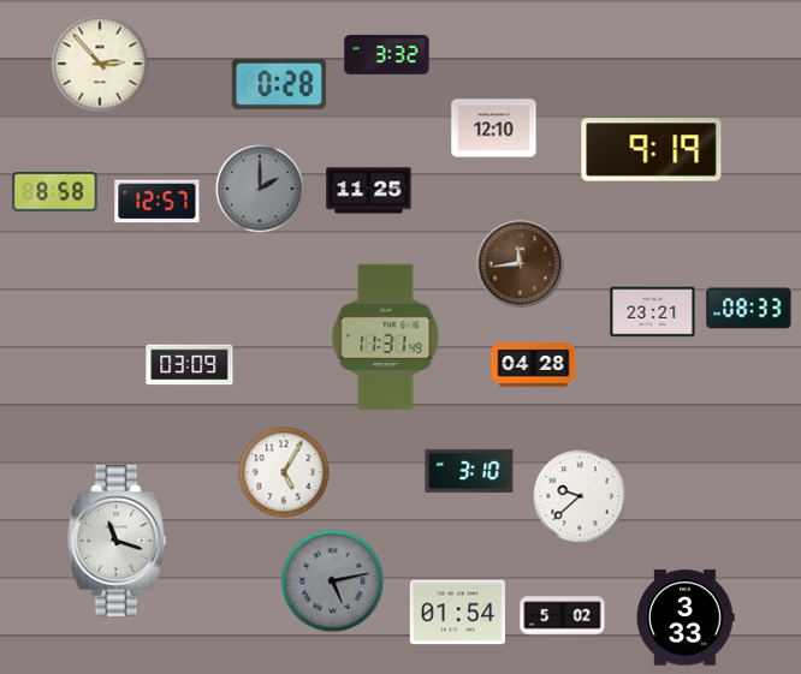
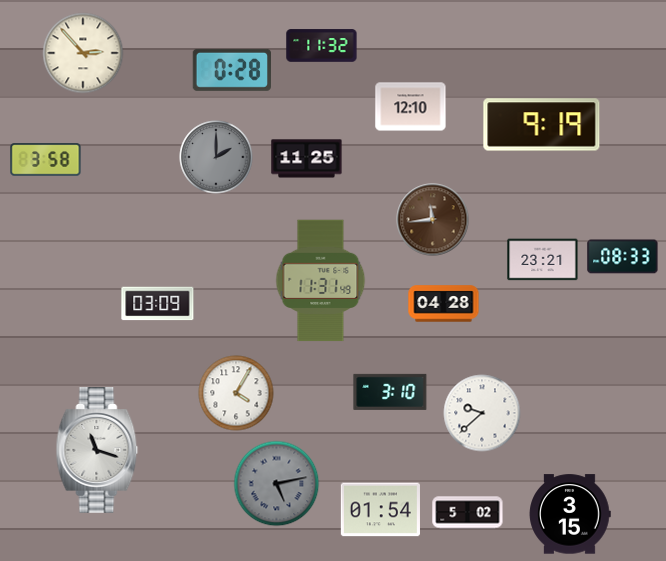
clock at (387, 55): 3:32 -> 11:32
clock at (55, 192): 8:58 -> 3:58
clock at (158, 202): 12:57 -> none
clock at (284, 472): 5:05 -> 4:05
clock at (686, 618): 3:33 -> 3:15
